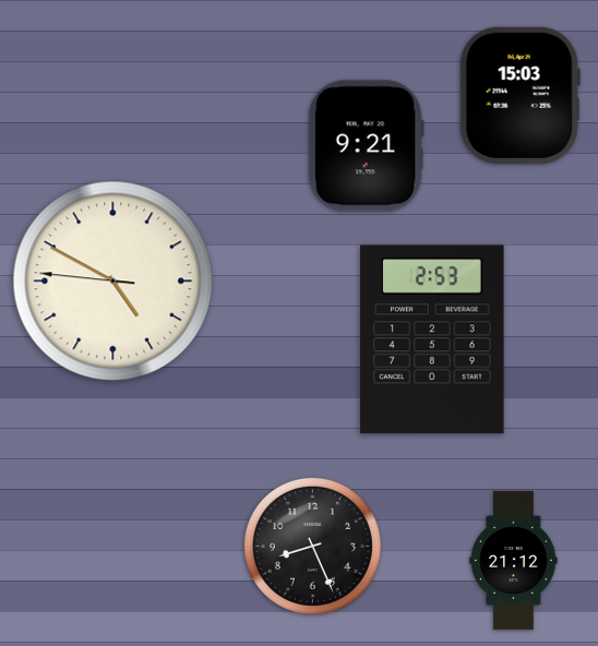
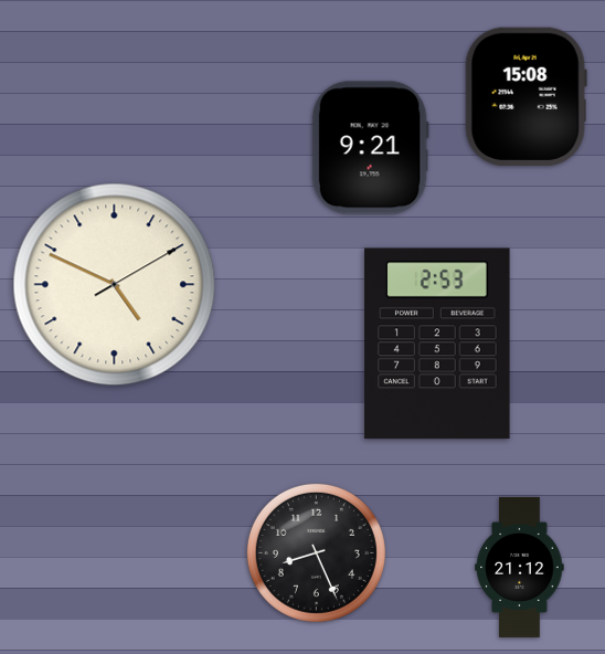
clock at (519, 95): 15:03 -> 15:08
clock at (113, 282): 4:49:46 -> 4:49:10
